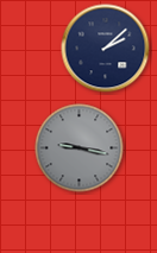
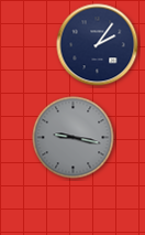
clock at (106, 49): 2:08 -> 2:06
